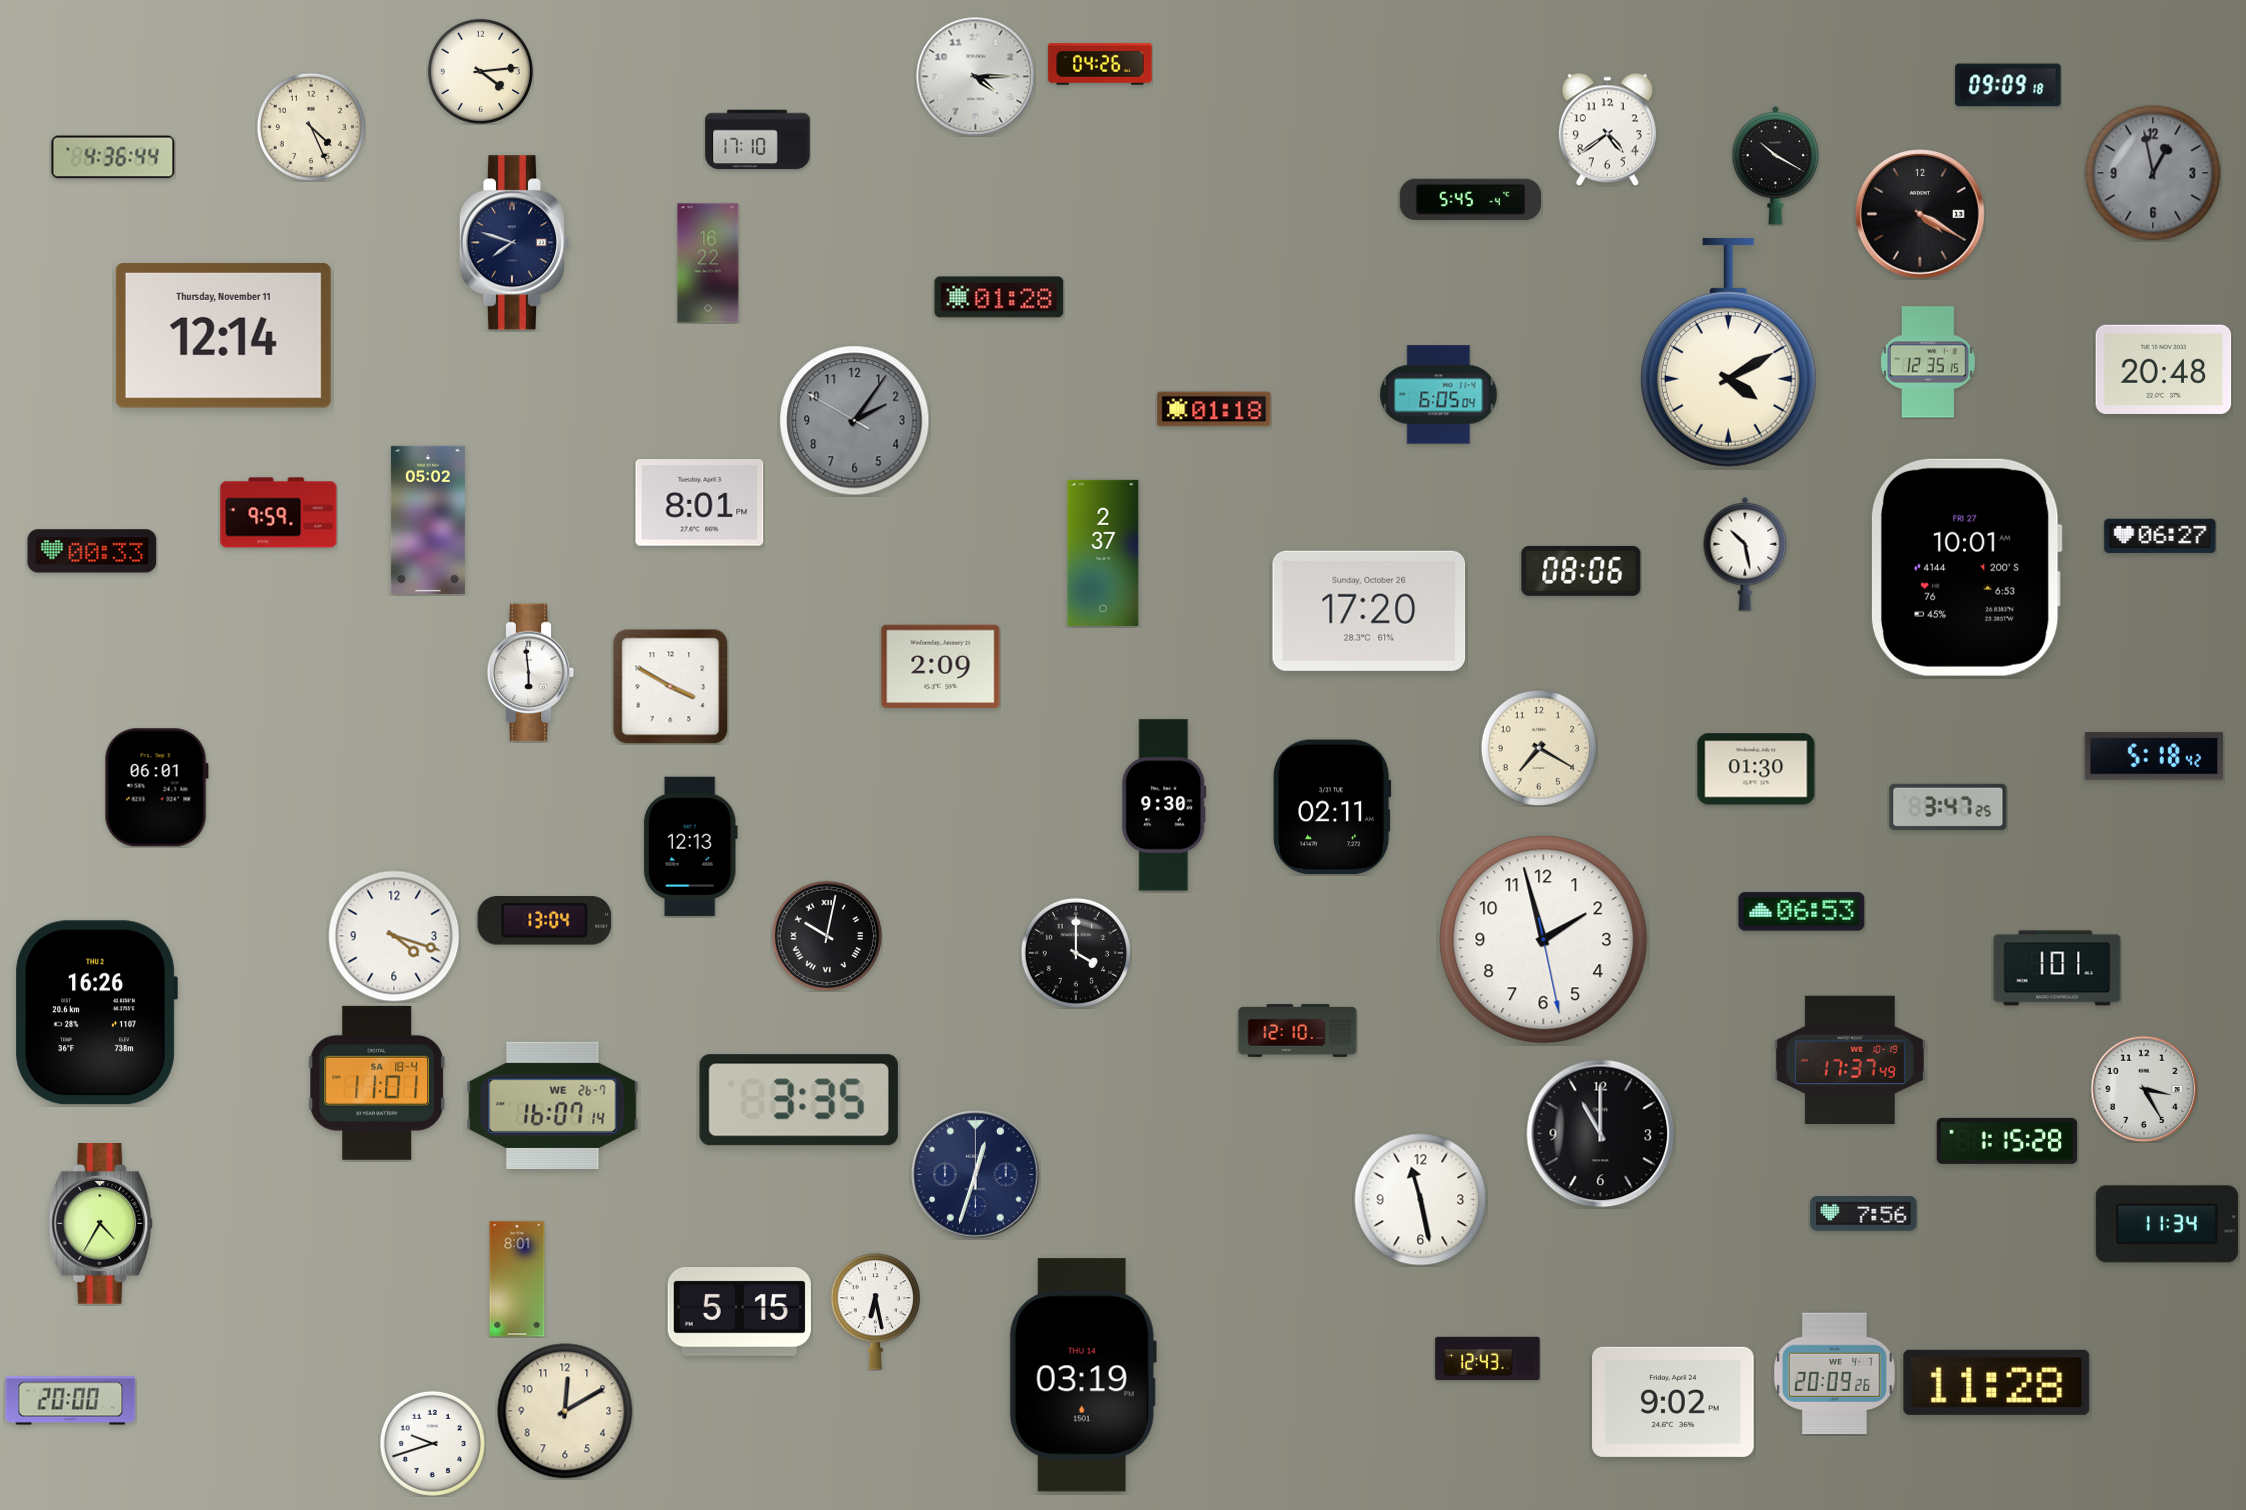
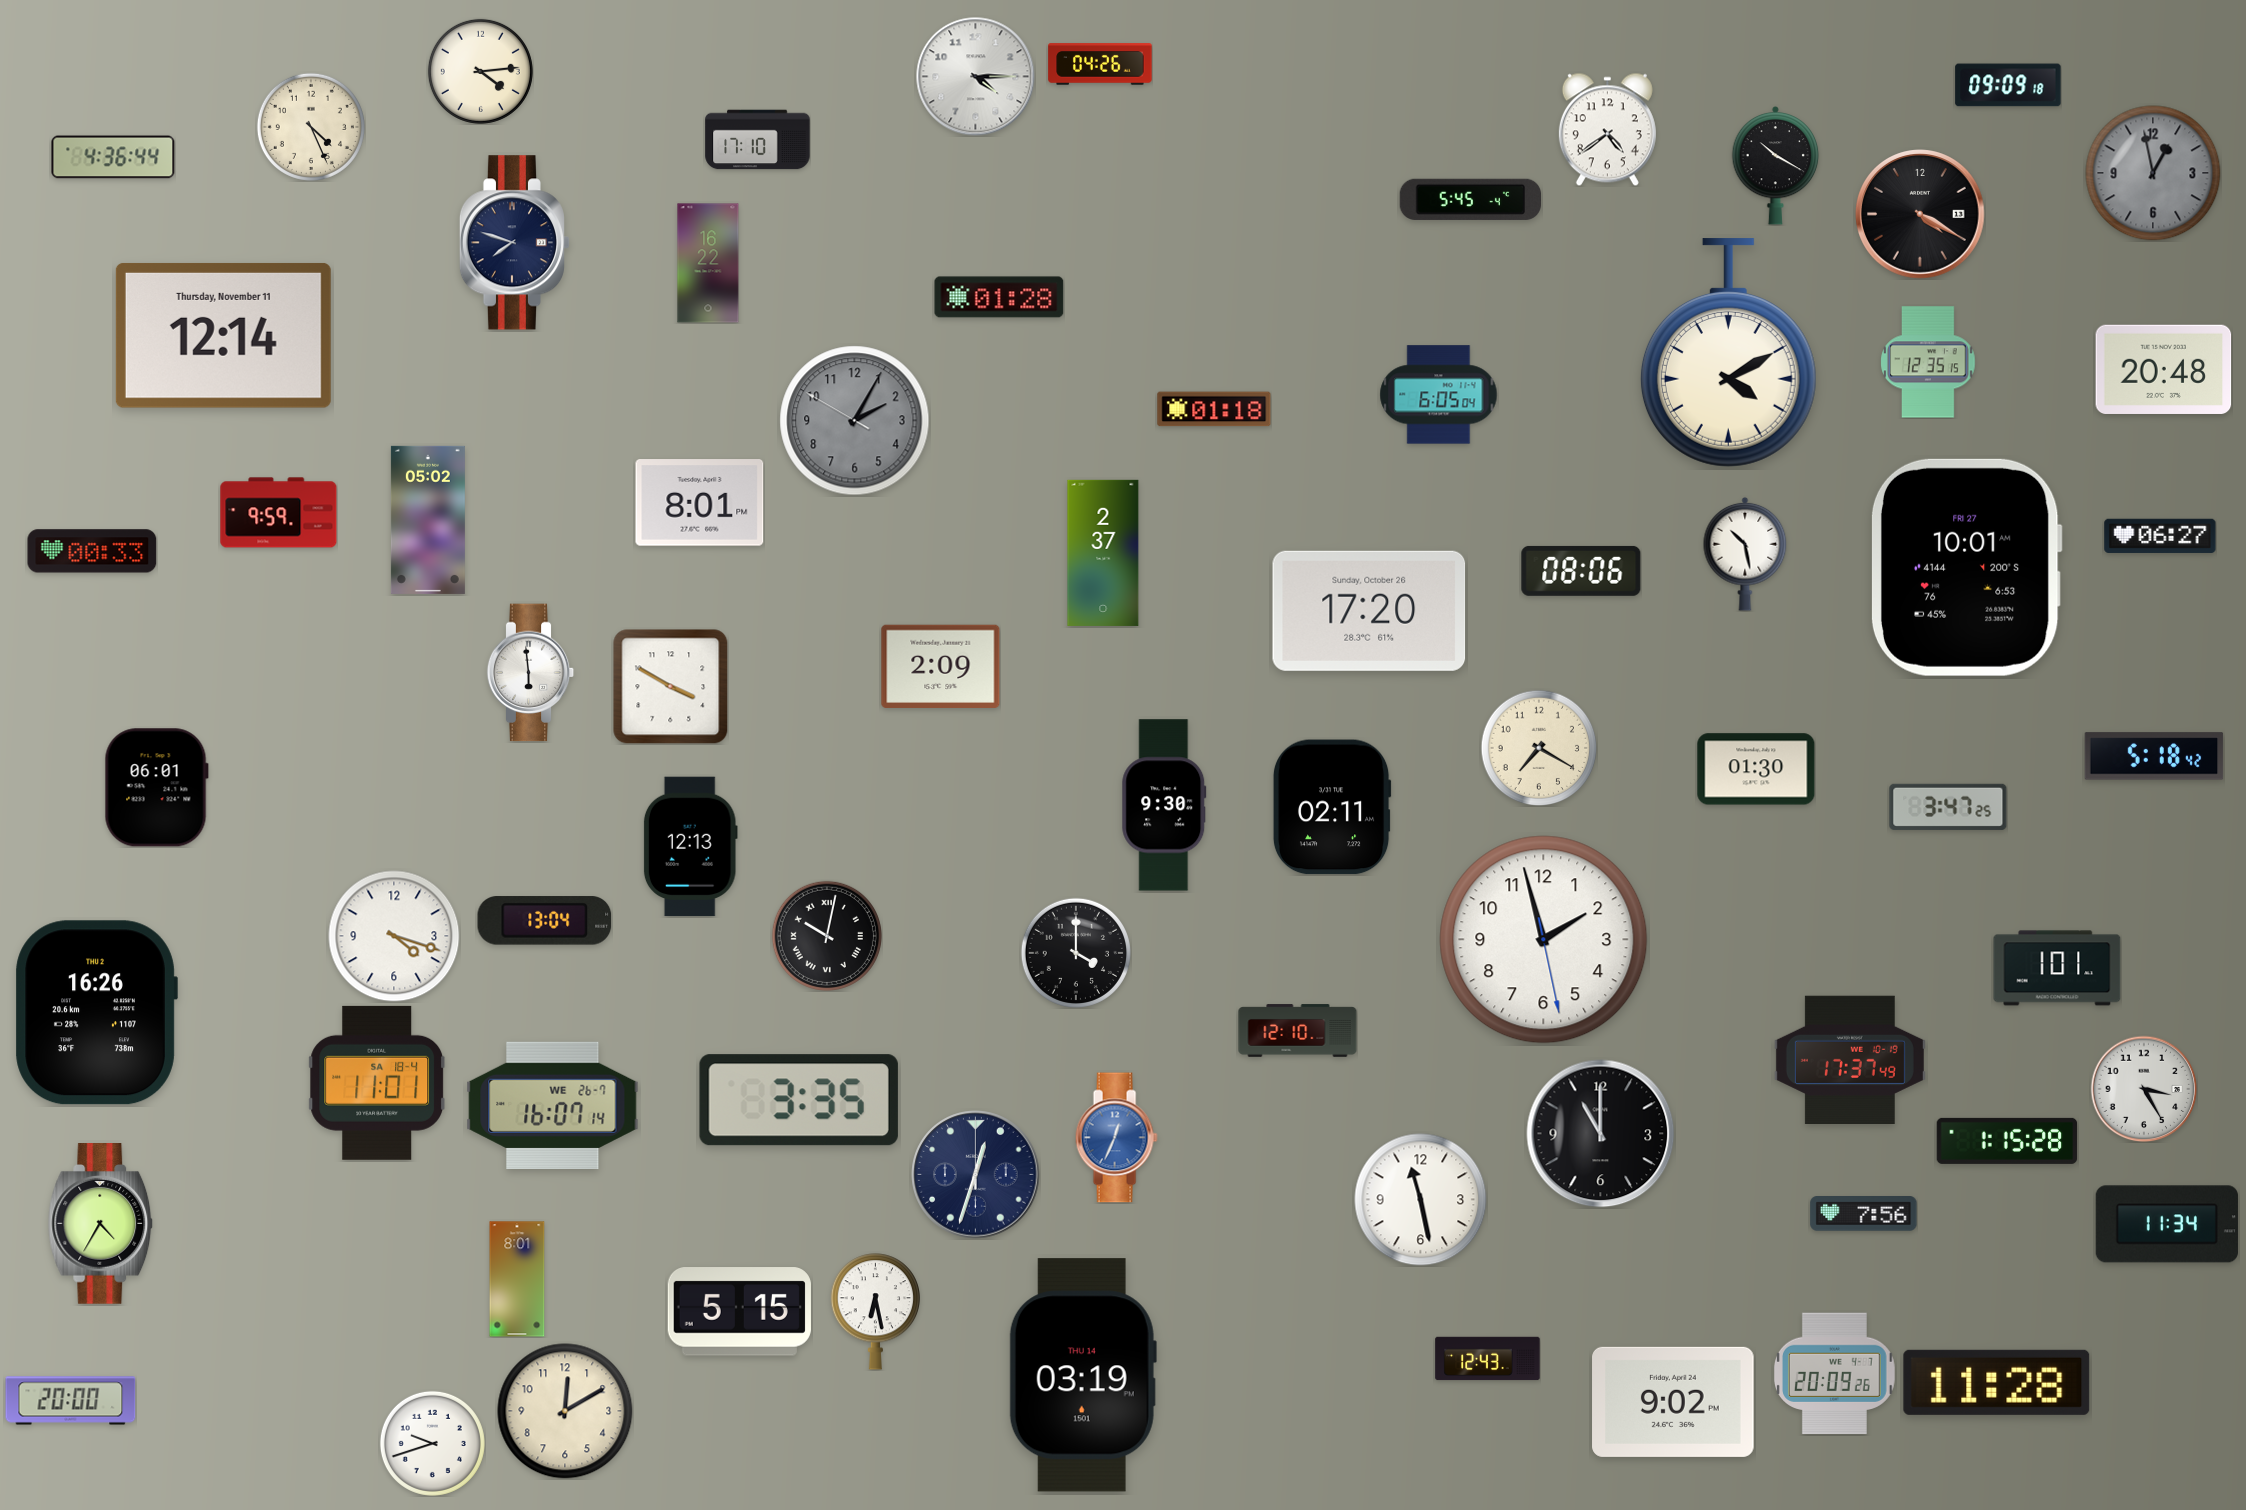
clock at (855, 421): 2:05 -> 2:04
clock at (1802, 912): 06:53 -> none
clock at (1116, 1138): none -> 12:34
